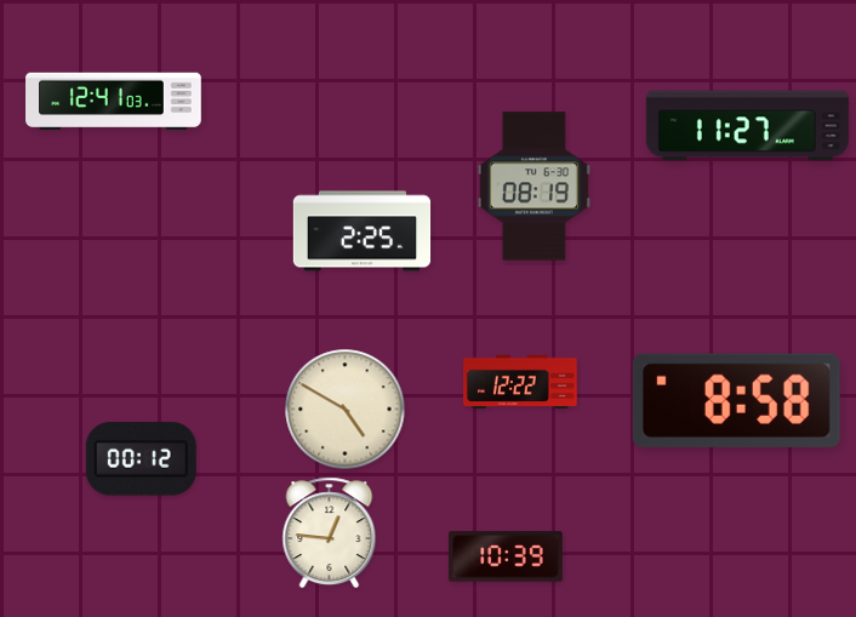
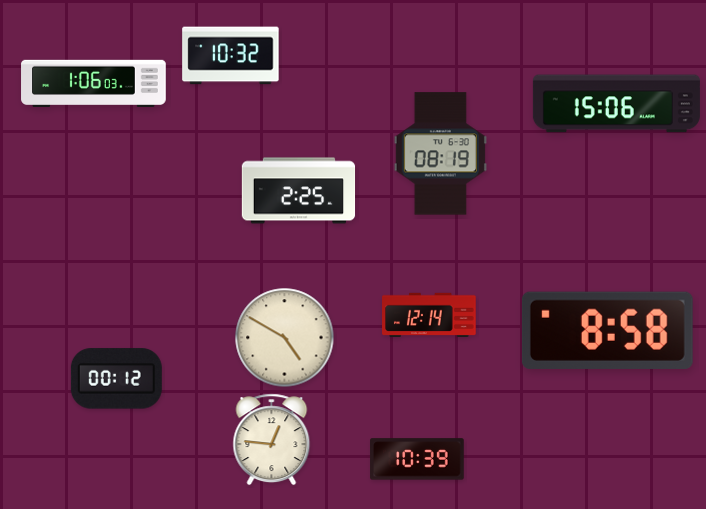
clock at (231, 56): none -> 10:32
clock at (114, 102): 12:41 -> 1:06
clock at (747, 126): 11:27 -> 15:06
clock at (520, 381): 12:22 -> 12:14
